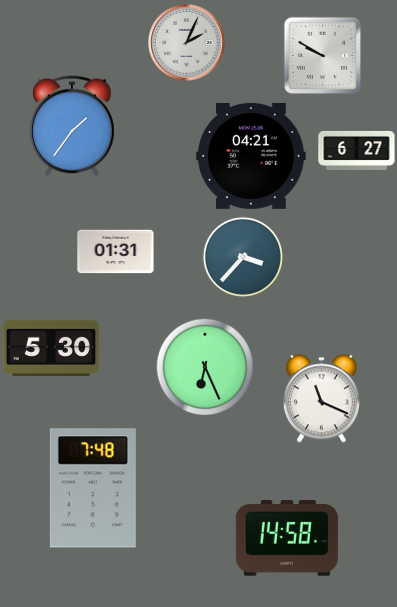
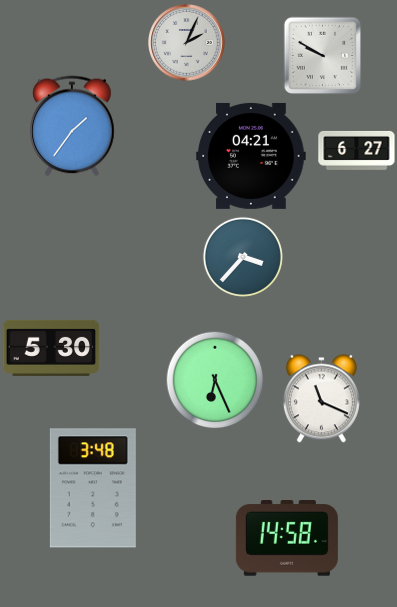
clock at (116, 252): 01:31 -> none
clock at (205, 367) position: (205, 367) -> (215, 380)
clock at (93, 488): 7:48 -> 3:48
